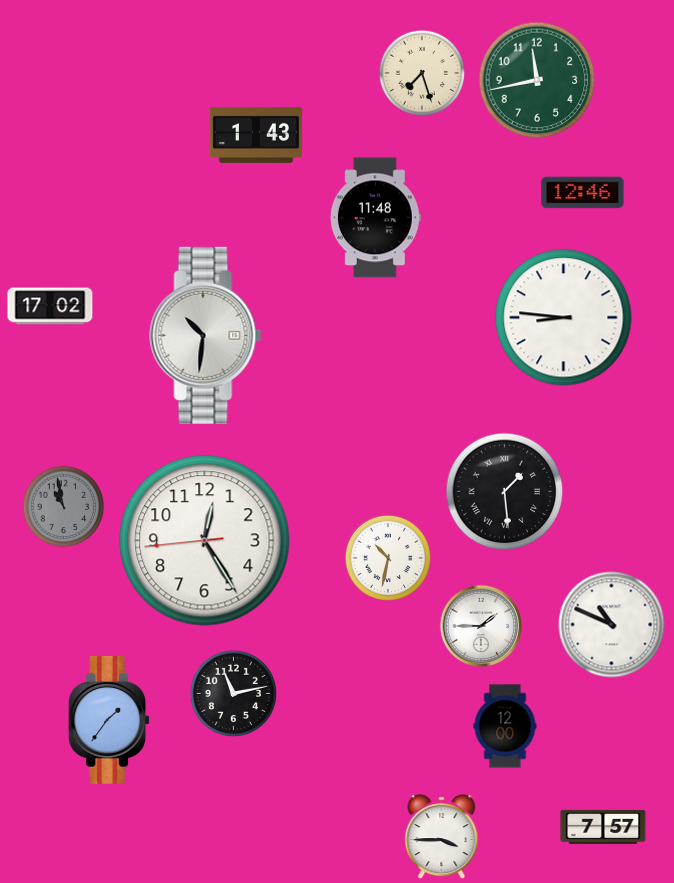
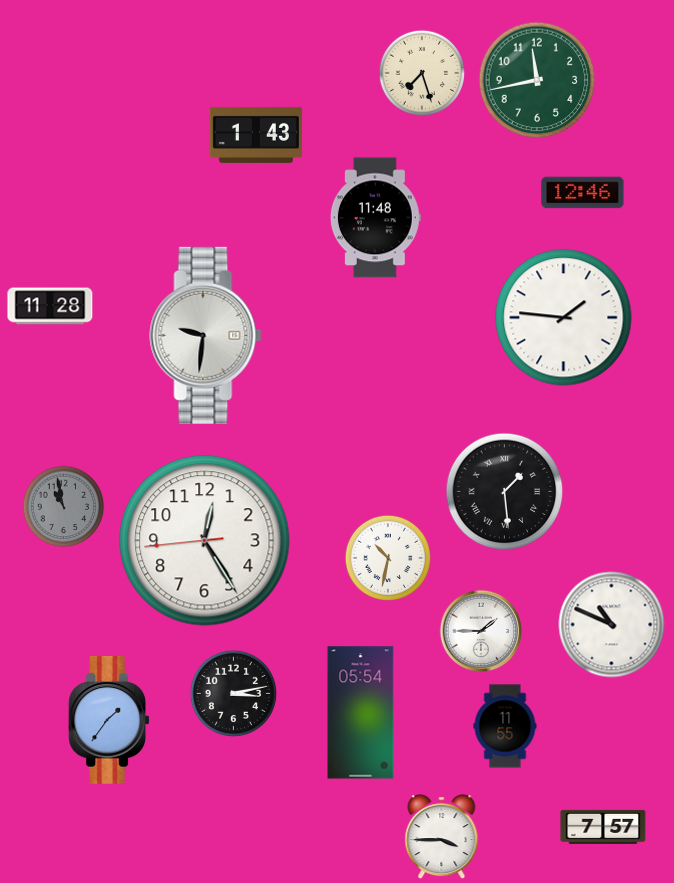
clock at (50, 306): 17:02 -> 11:28
clock at (564, 318): 8:46 -> 1:46
clock at (206, 335): 10:31 -> 9:31
clock at (481, 626) position: (481, 626) -> (481, 631)
clock at (233, 693): 11:13 -> 3:13
clock at (361, 713): none -> 05:54
clock at (505, 726): 12:00 -> 11:55
